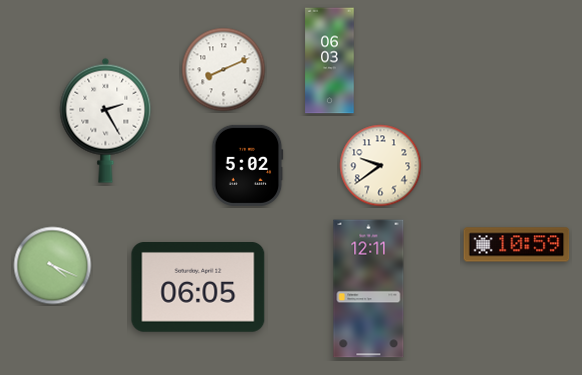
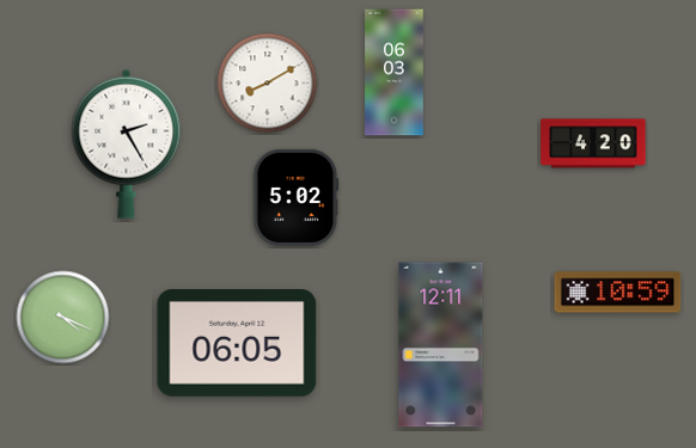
clock at (224, 70): 8:11 -> 8:10
clock at (593, 143): none -> 4:20
clock at (381, 166): 9:39 -> none
